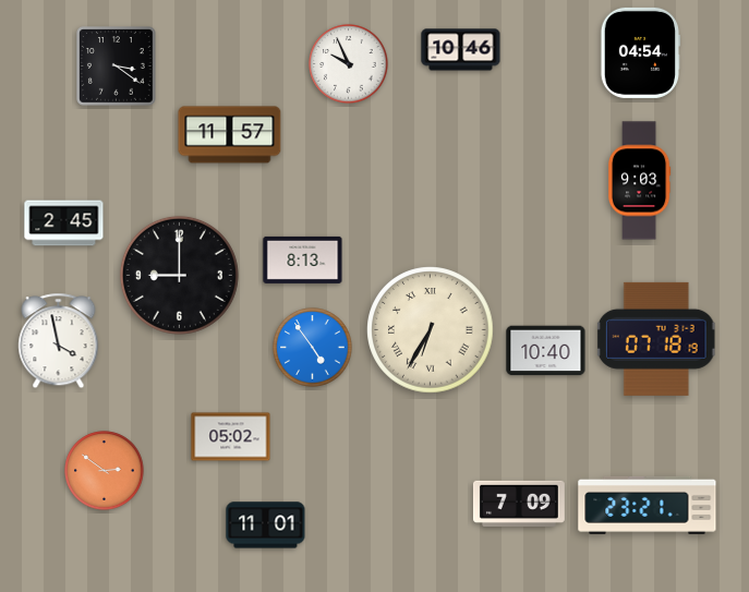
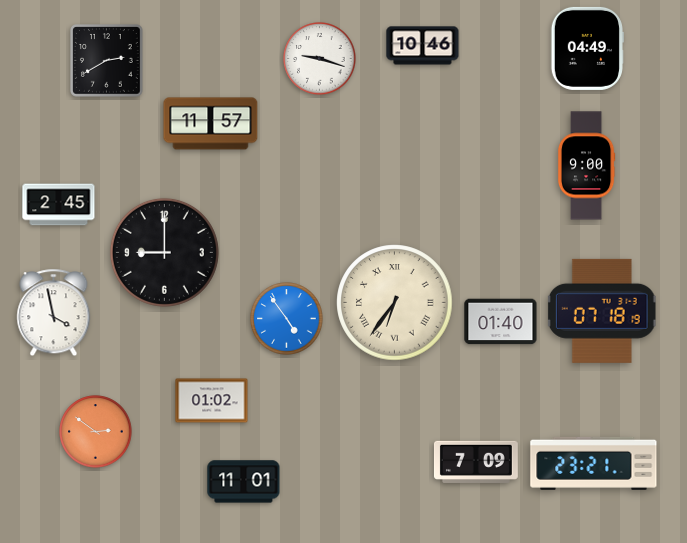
clock at (640, 52): 04:54 -> 04:49
clock at (349, 64): 9:56 -> 9:18
clock at (117, 67): 3:21 -> 2:40
clock at (639, 181): 9:03 -> 9:00
clock at (303, 259): 8:13 -> none
clock at (431, 330): 6:35 -> 6:36
clock at (546, 351): 10:40 -> 01:40
clock at (231, 437): 05:02 -> 01:02
